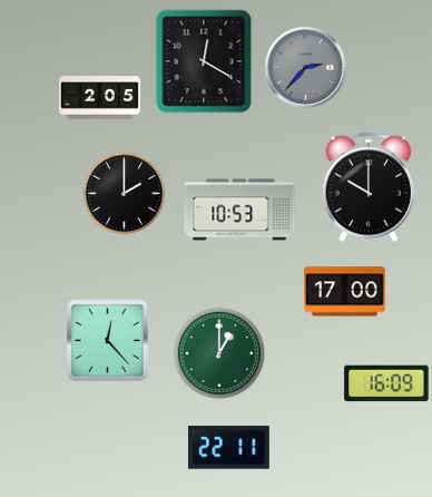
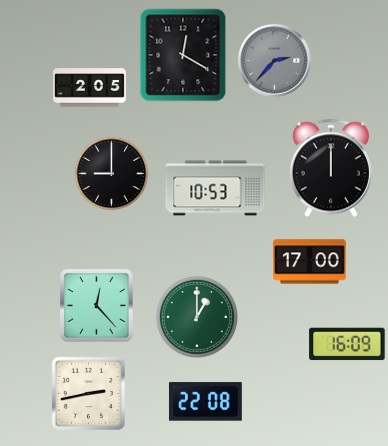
clock at (369, 187): 10:00 -> 12:00
clock at (125, 194): 2:00 -> 9:00
clock at (88, 393): none -> 2:43
clock at (228, 448): 22:11 -> 22:08
